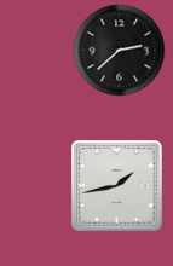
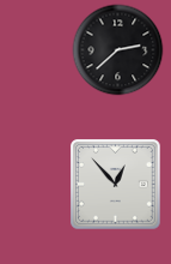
clock at (117, 186): 1:43 -> 12:53
